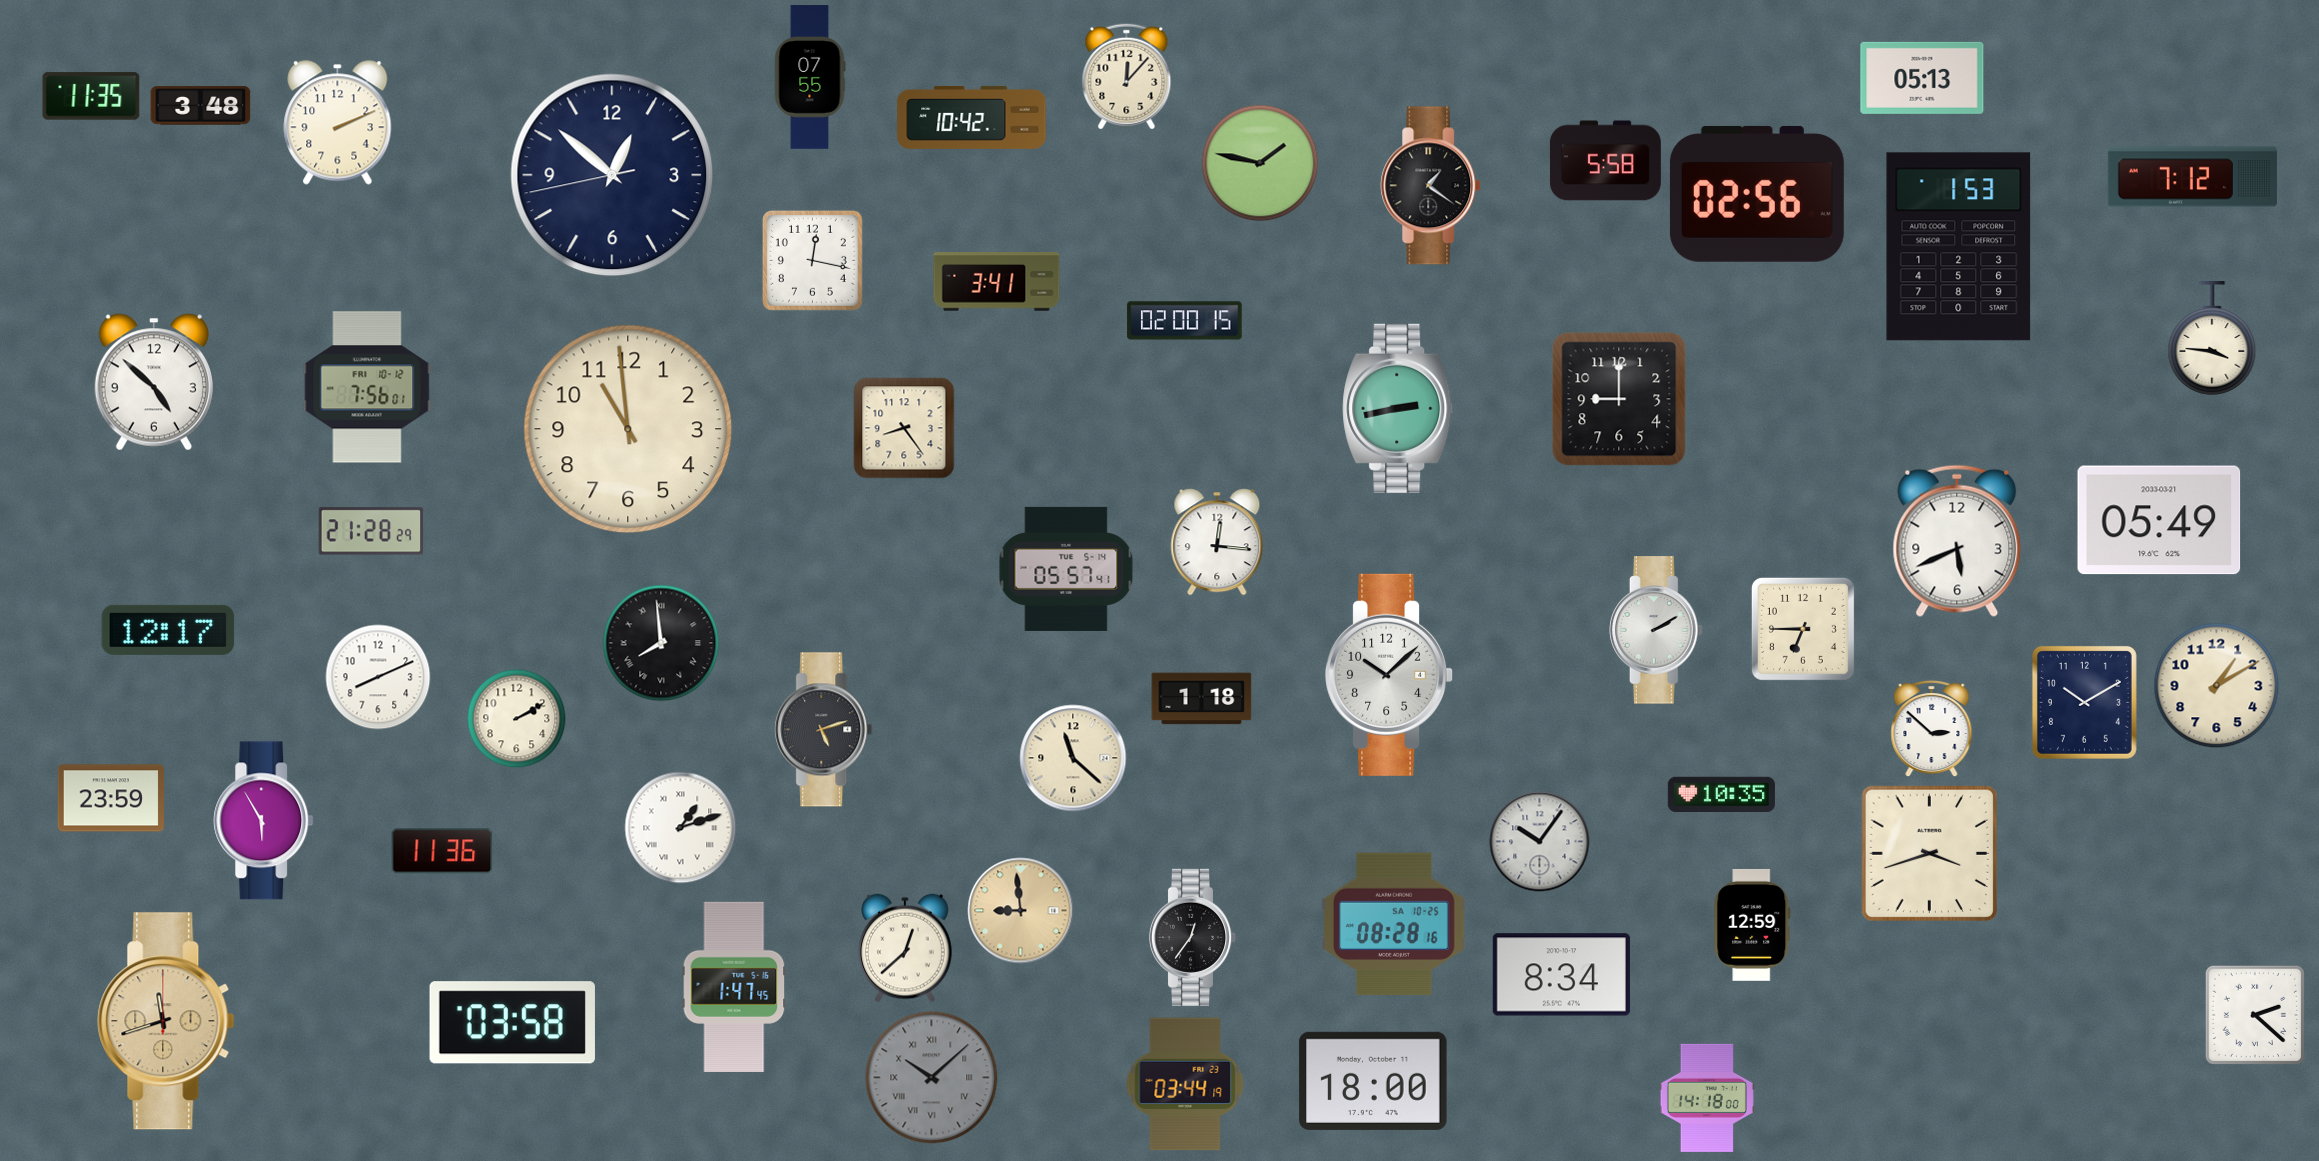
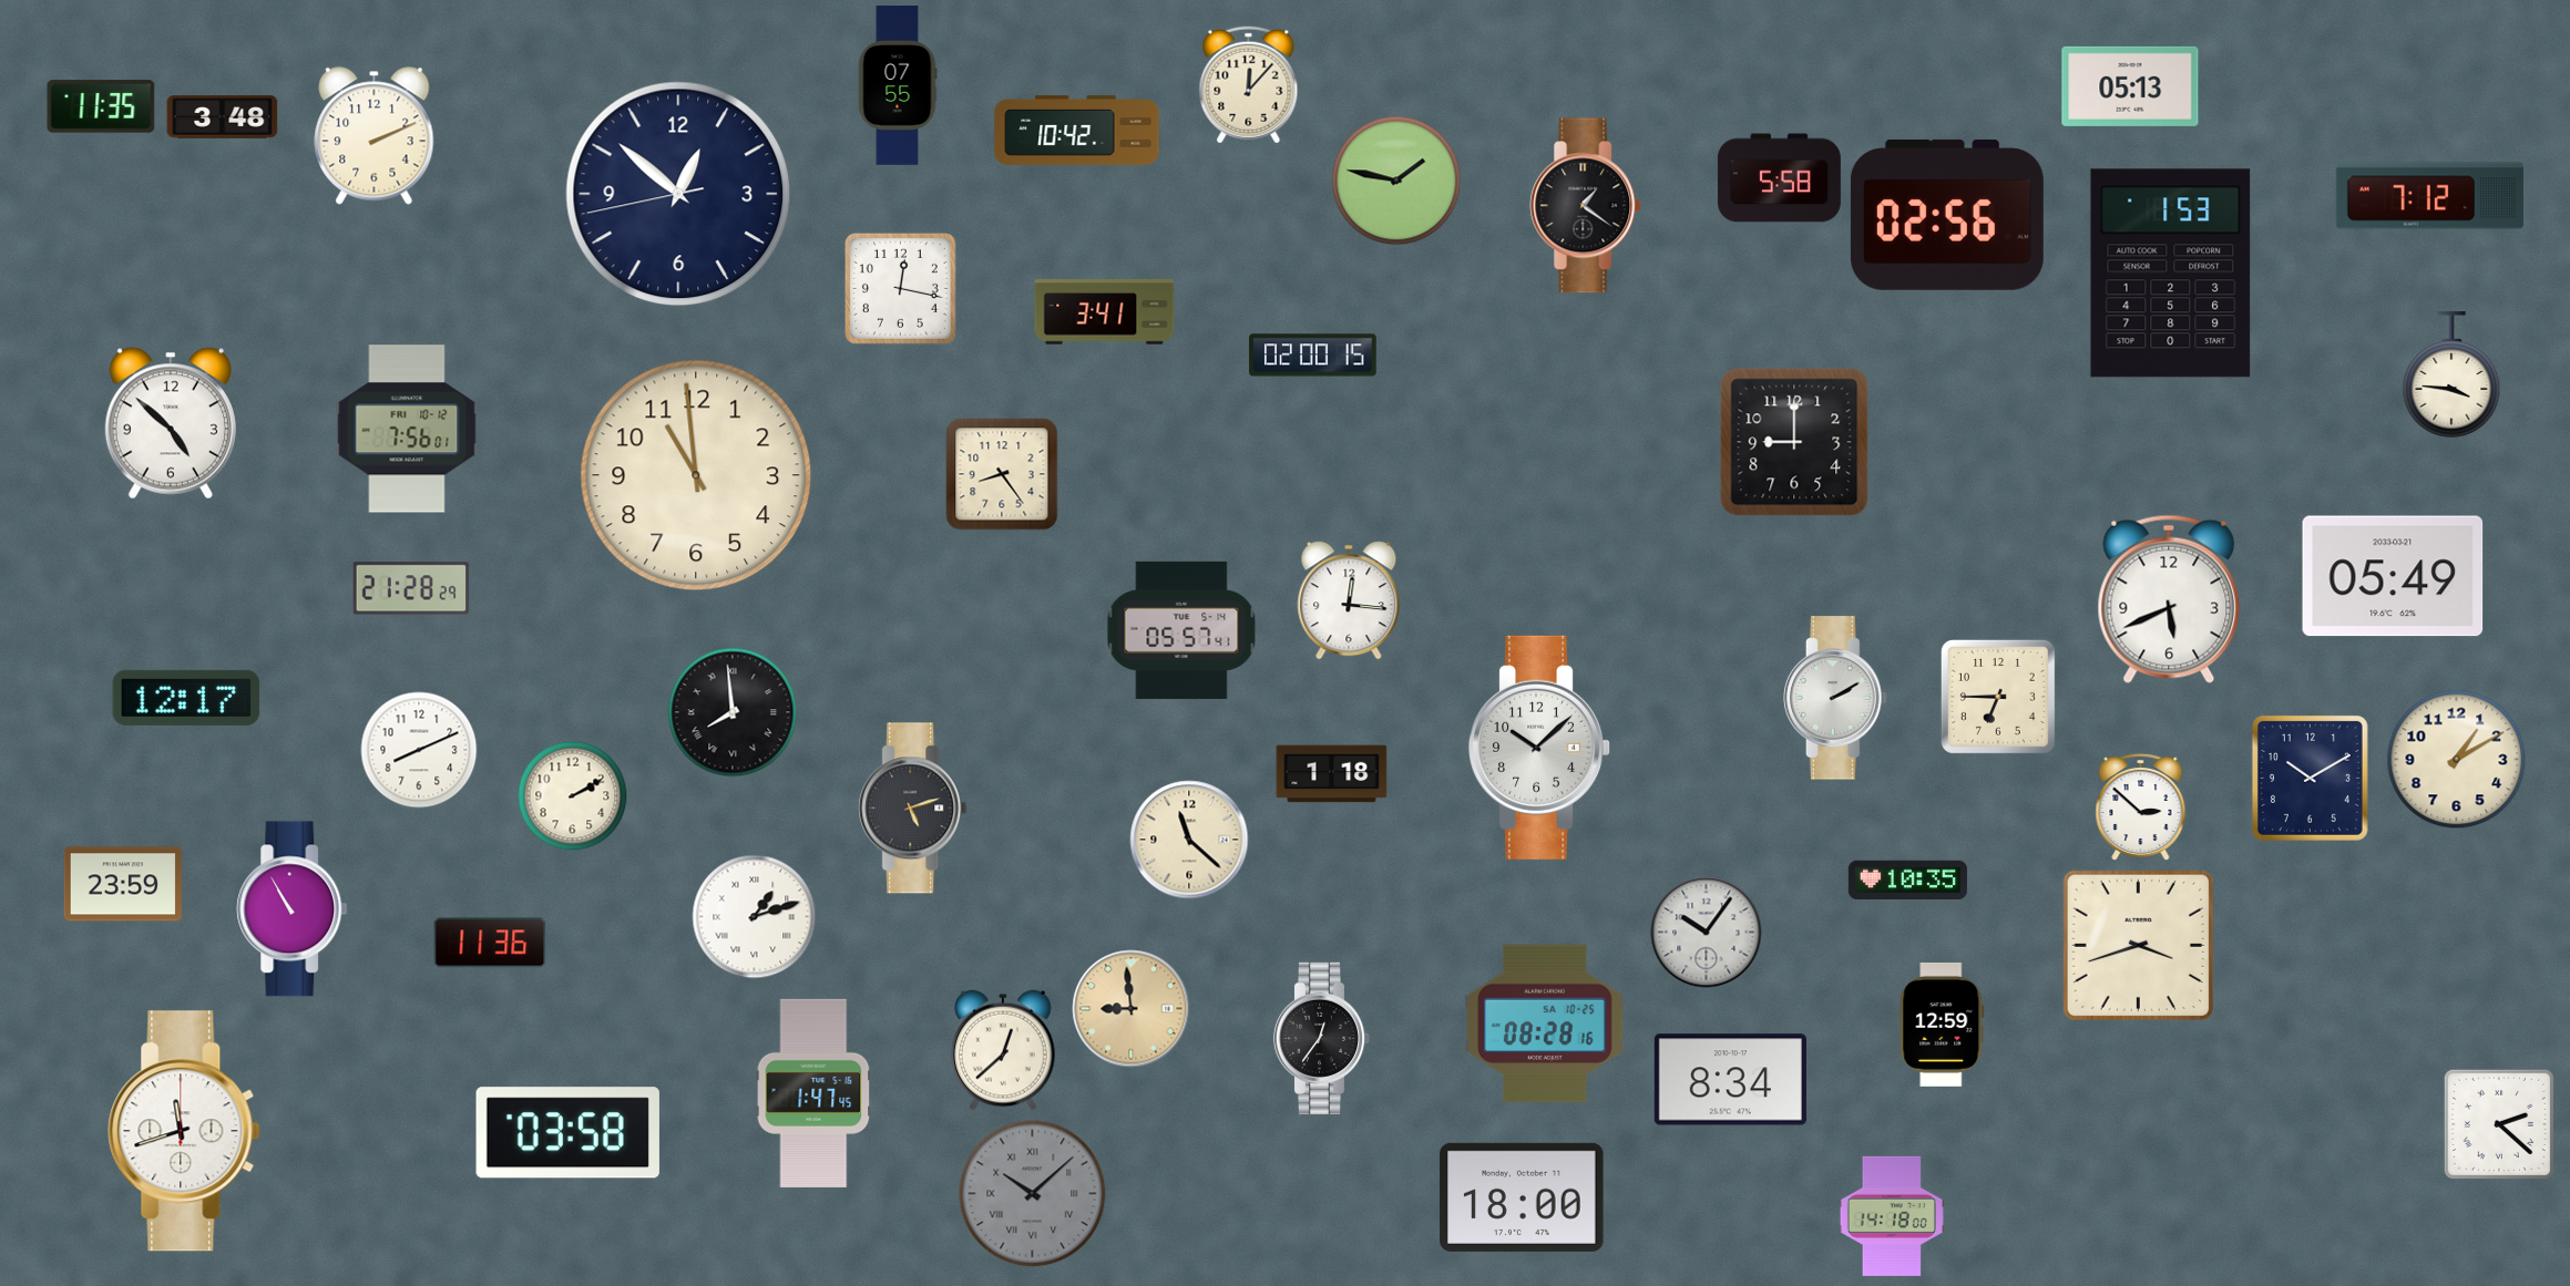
clock at (1398, 408): 2:43 -> none
clock at (264, 821): 5:55 -> 10:55
clock at (166, 1021) dial: champagne -> white
clock at (1185, 1084): 03:44 -> none
